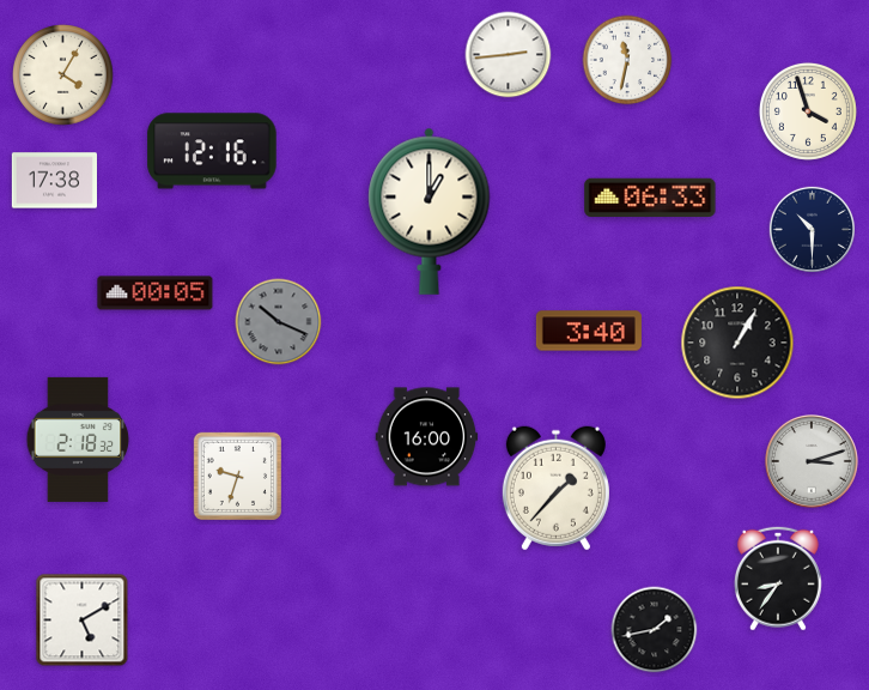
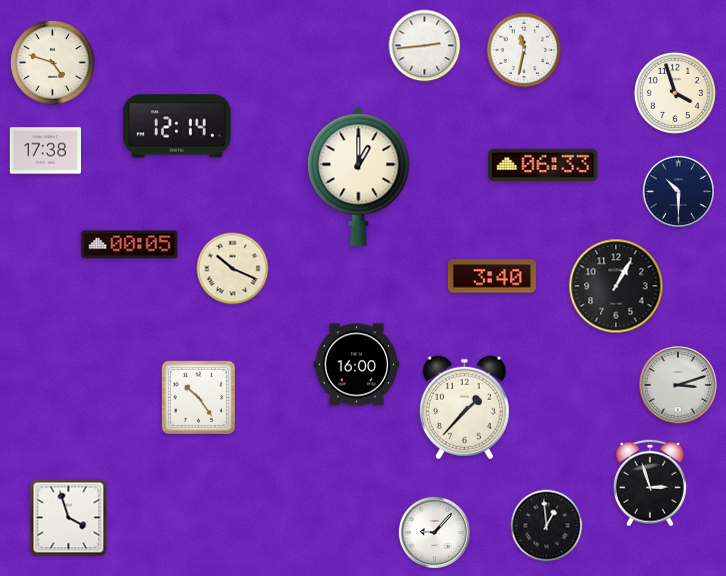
clock at (63, 75): 4:05 -> 4:48
clock at (212, 151): 12:16 -> 12:14
clock at (279, 322) dial: grey -> cream
clock at (78, 440): 2:18 -> none
clock at (237, 476): 9:33 -> 10:24
clock at (778, 579): 8:36 -> 2:57
clock at (83, 621): 5:10 -> 3:57
clock at (655, 630): 1:43 -> 12:59
clock at (434, 532): none -> 9:07
